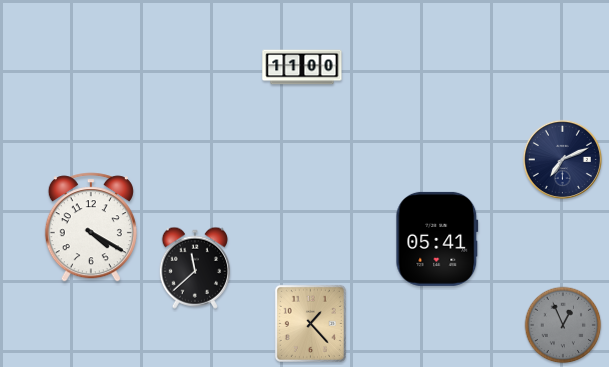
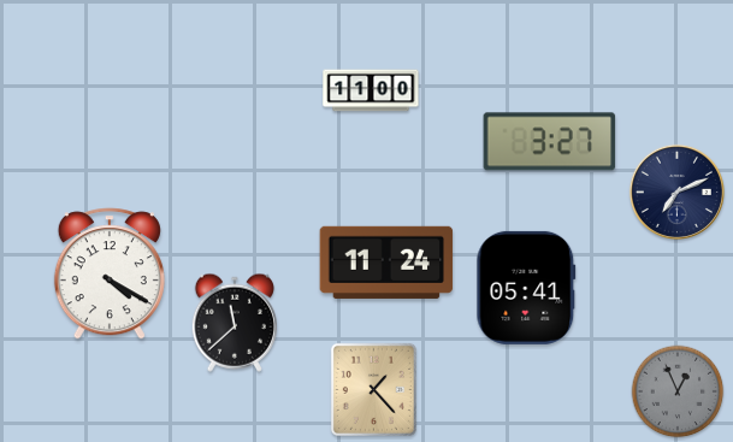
clock at (302, 67) position: (302, 67) -> (371, 90)
clock at (550, 142): none -> 3:27
clock at (386, 263): none -> 11:24
